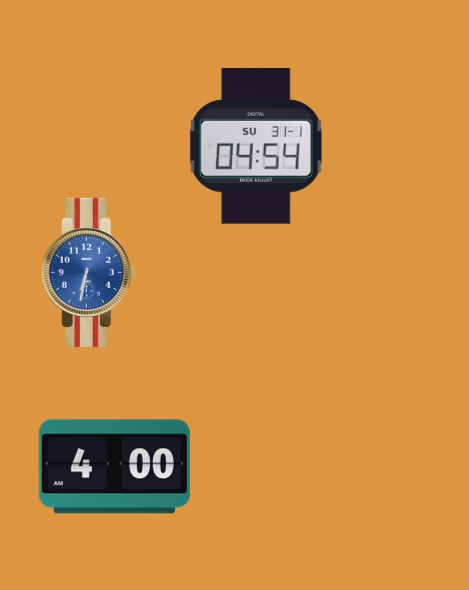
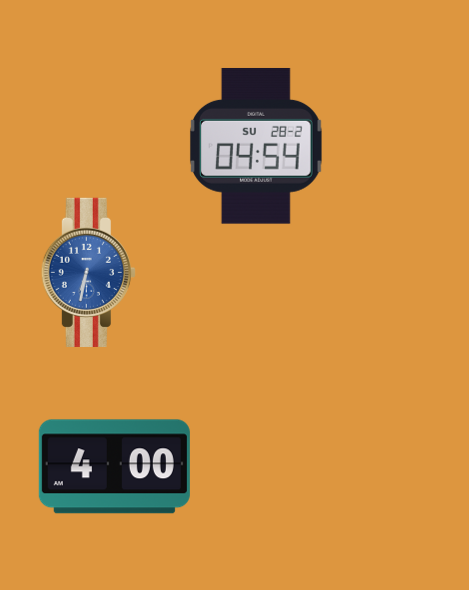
clock at (256, 146) date: SU 31-1 -> SU 28-2
